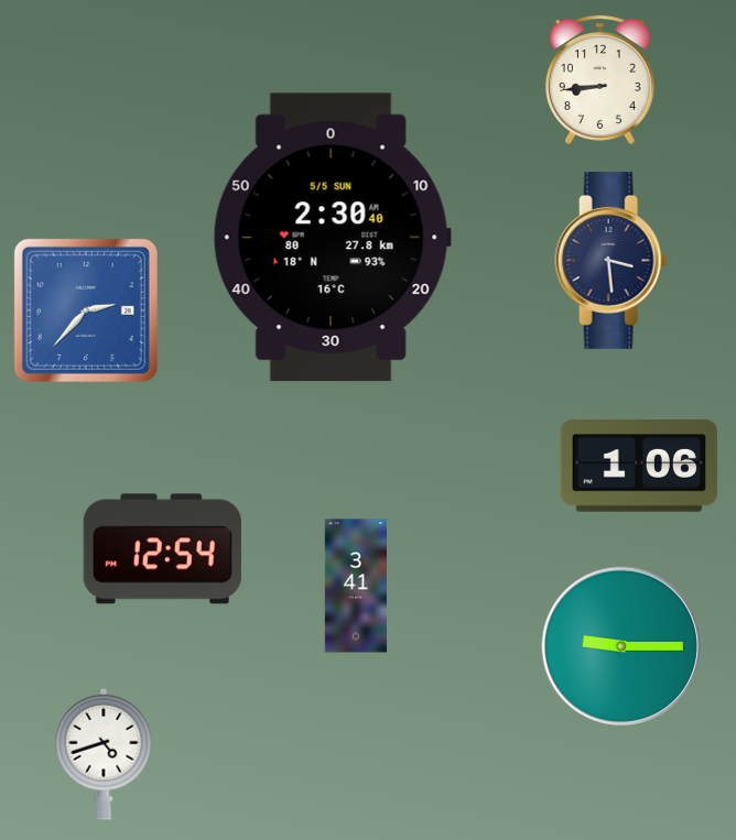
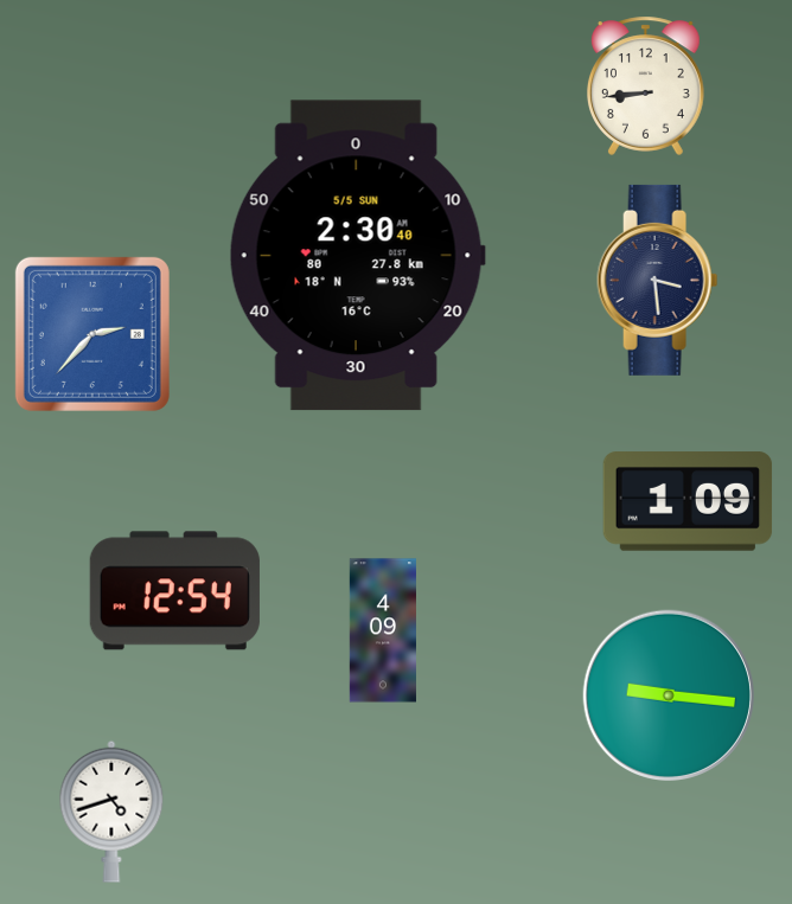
clock at (639, 466): 1:06 -> 1:09
clock at (355, 586): 3:41 -> 4:09
clock at (620, 645): 9:15 -> 9:16
